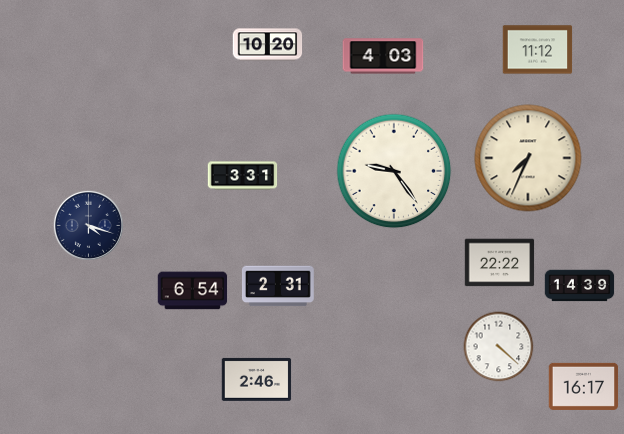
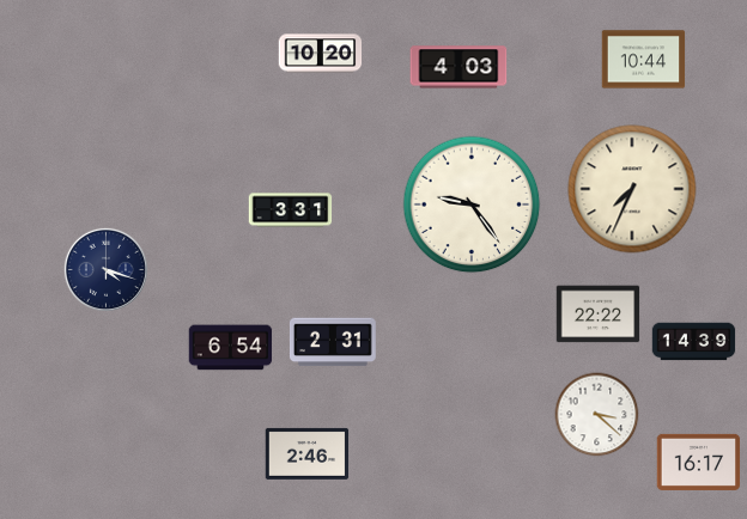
clock at (538, 50): 11:12 -> 10:44
clock at (499, 347): 4:22 -> 3:22
